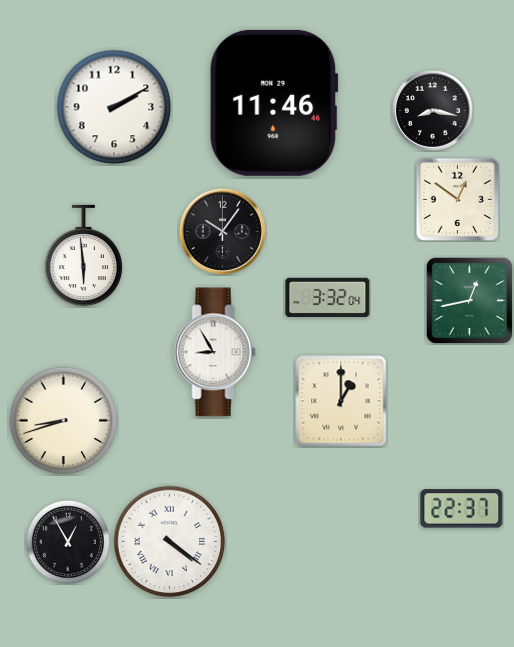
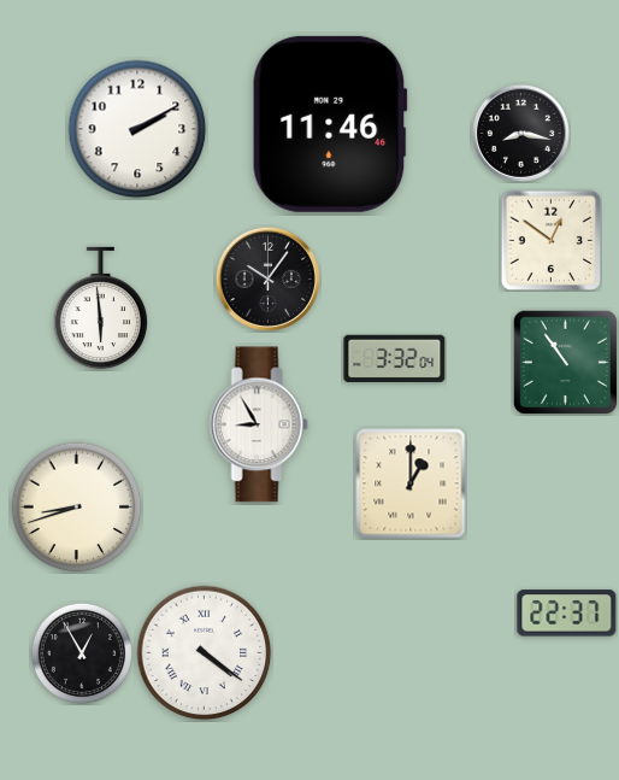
clock at (469, 300): 12:43 -> 10:54
clock at (462, 509) position: (462, 509) -> (567, 614)
